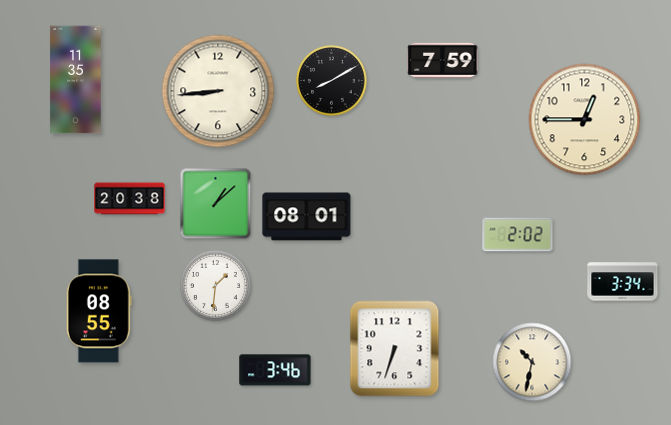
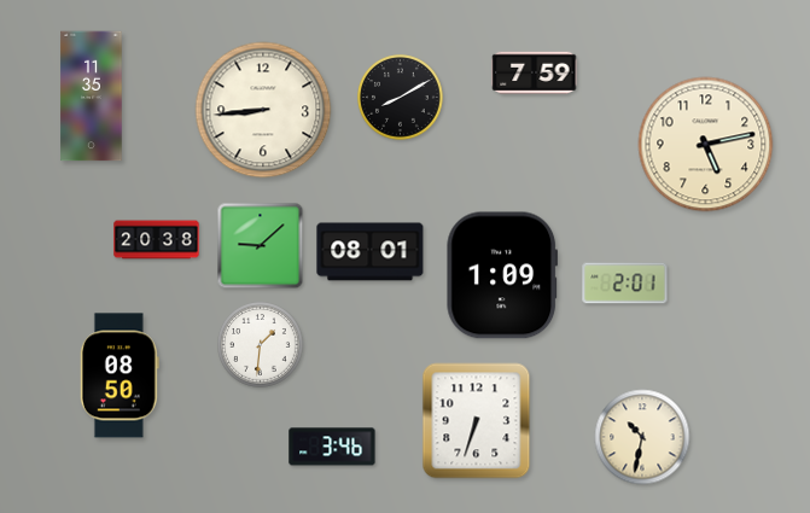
clock at (585, 120): 12:45 -> 5:13
clock at (216, 204): 1:08 -> 9:08
clock at (307, 217) position: (307, 217) -> (371, 252)
clock at (502, 275): none -> 1:09
clock at (518, 235): 2:02 -> 2:01
clock at (623, 282): 3:34 -> none
clock at (99, 311): 08:55 -> 08:50
